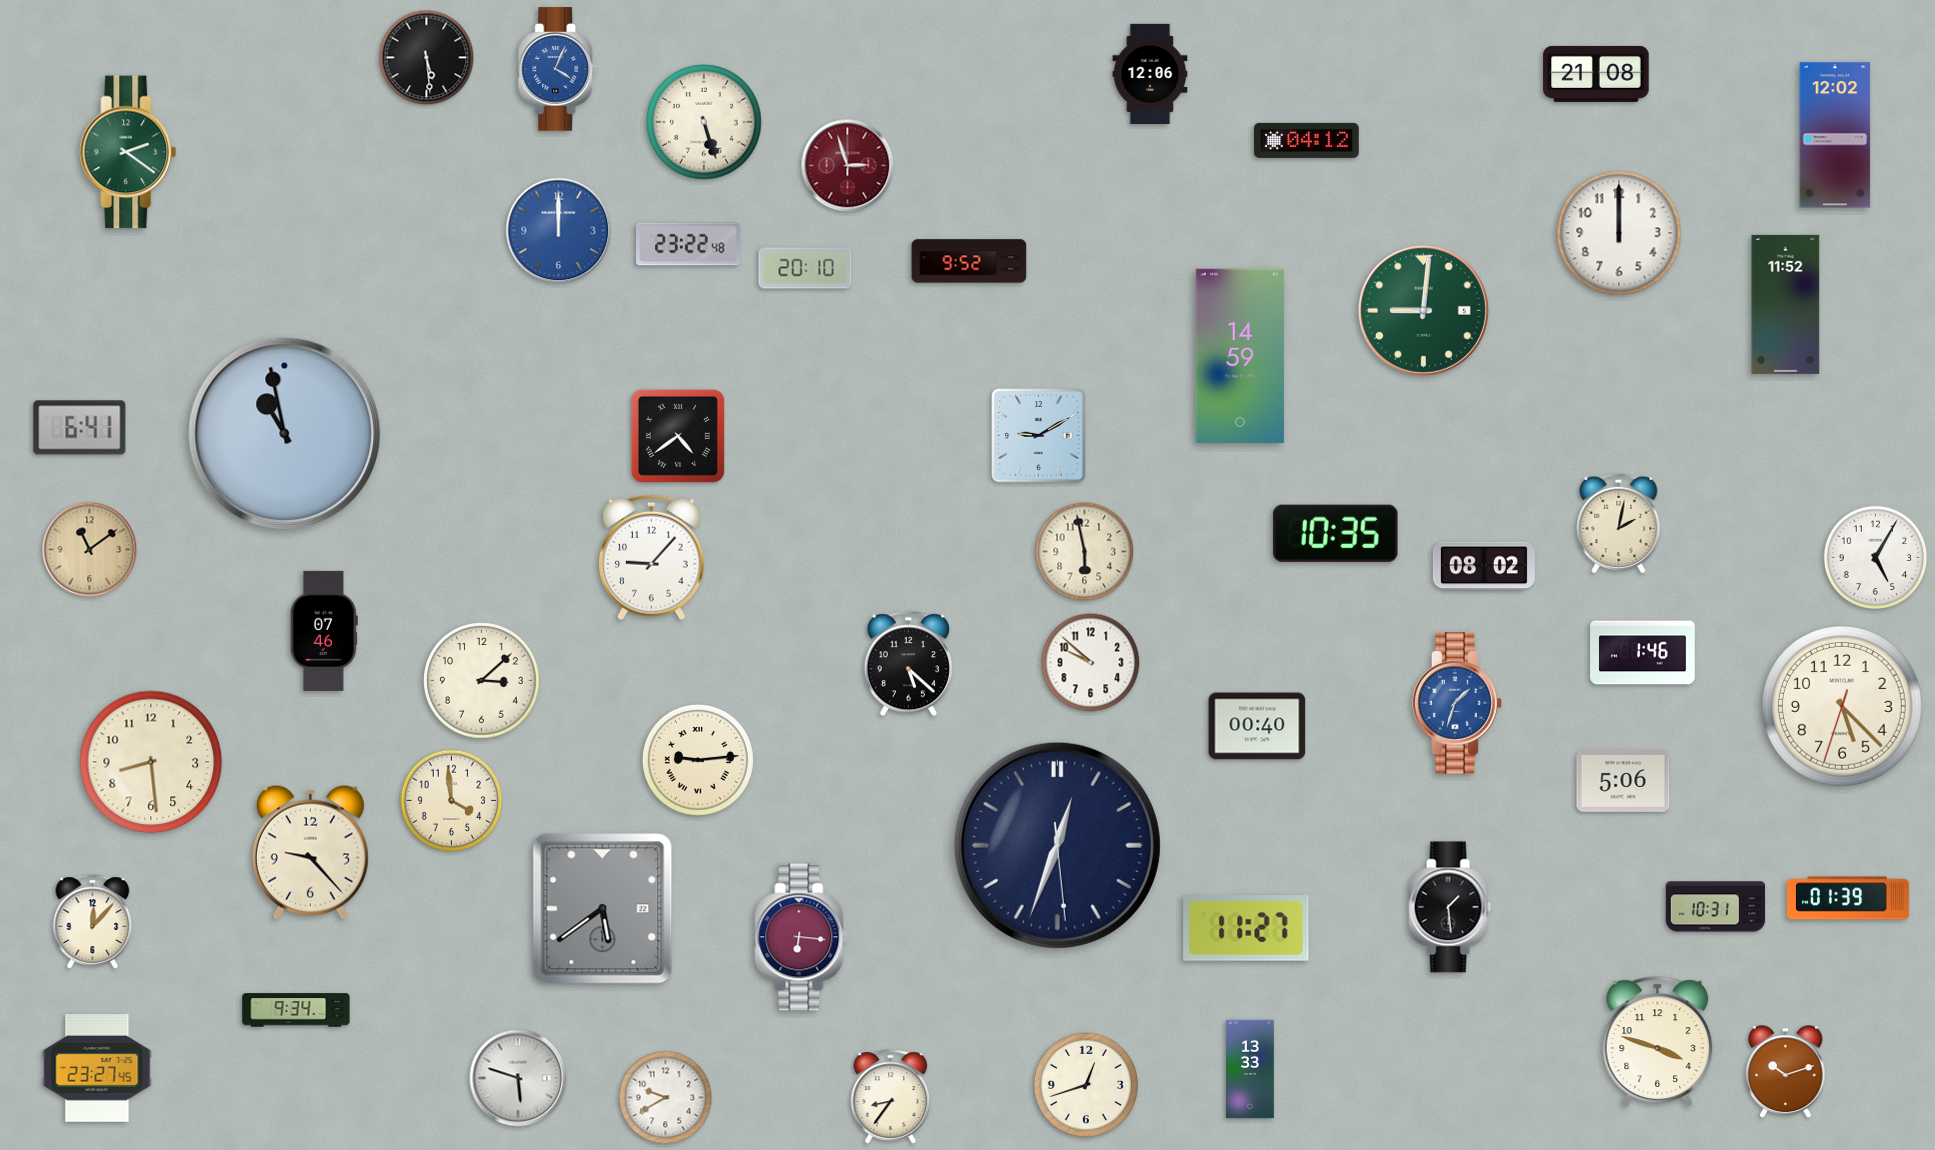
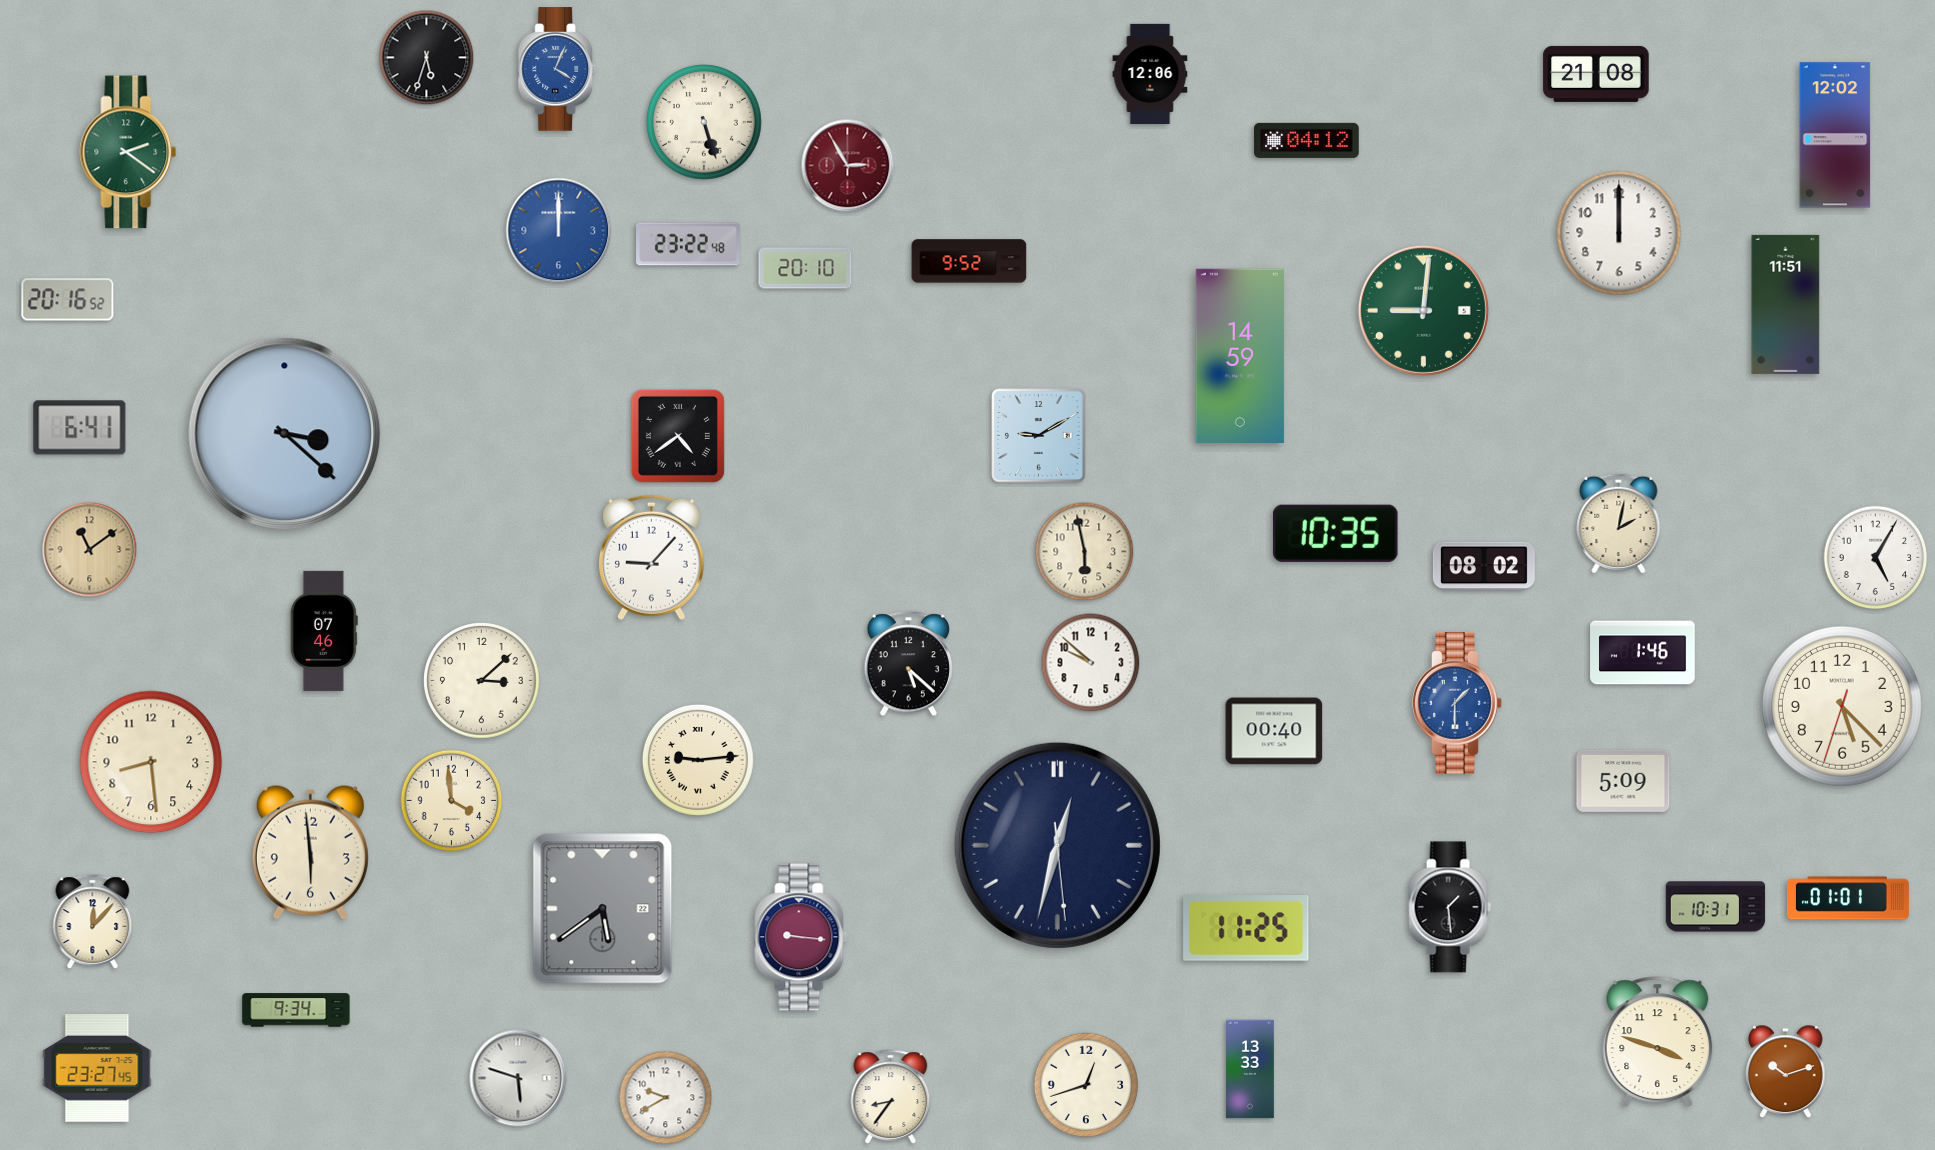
clock at (427, 58): 5:29 -> 5:33
clock at (848, 166): 2:57 -> 2:55
clock at (68, 300): none -> 20:16
clock at (1786, 304): 11:52 -> 11:51
clock at (285, 434): 10:58 -> 3:22
clock at (1458, 704): 1:33 -> 1:30
clock at (1257, 726) position: (1257, 726) -> (1274, 731)
clock at (1623, 781): 5:06 -> 5:09
clock at (1057, 845): 12:33 -> 12:32
clock at (310, 852): 9:23 -> 5:59
clock at (1848, 898): 01:39 -> 01:01
clock at (1246, 929): 11:27 -> 11:25
clock at (801, 937): 6:16 -> 9:16
